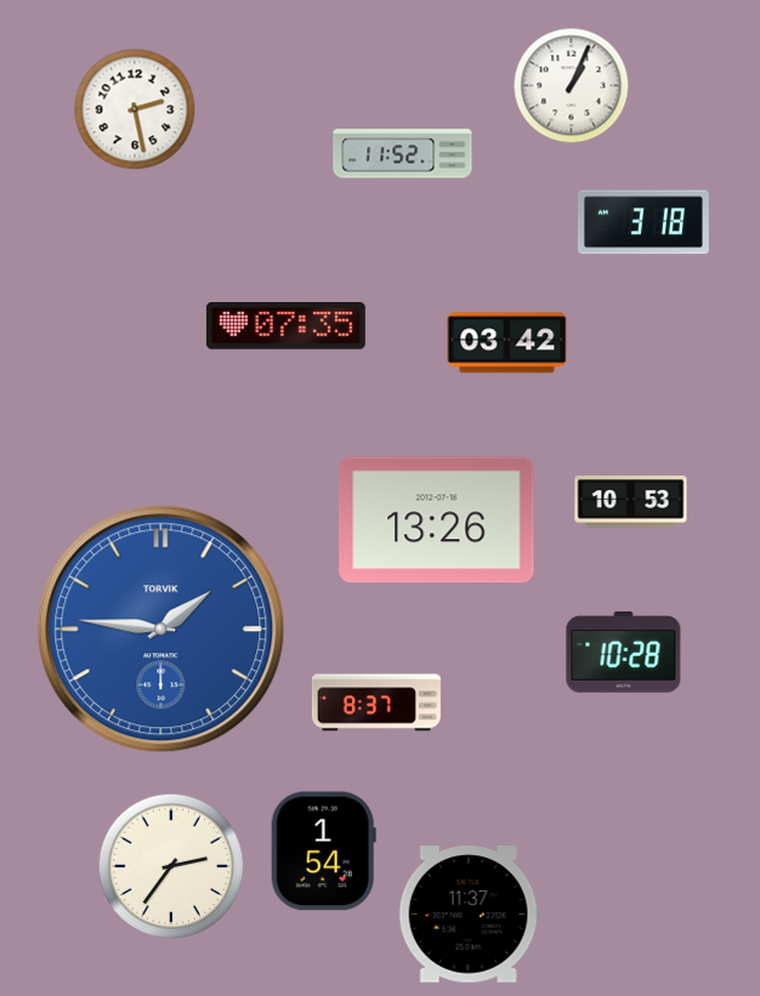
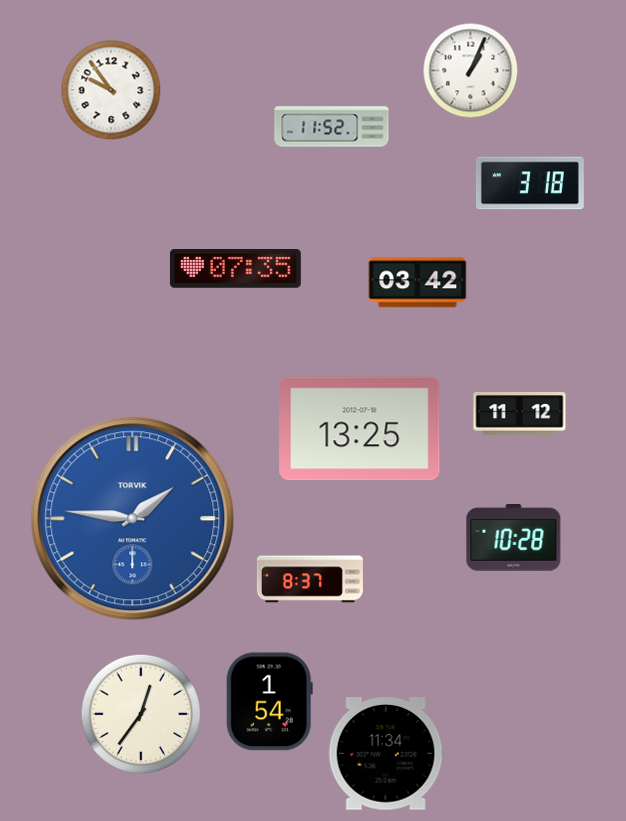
clock at (135, 109): 2:28 -> 9:54
clock at (631, 502): 10:53 -> 11:12
clock at (437, 520): 13:26 -> 13:25
clock at (323, 852) position: (323, 852) -> (269, 702)
clock at (171, 866): 2:36 -> 12:36
clock at (469, 915): 11:37 -> 11:34
